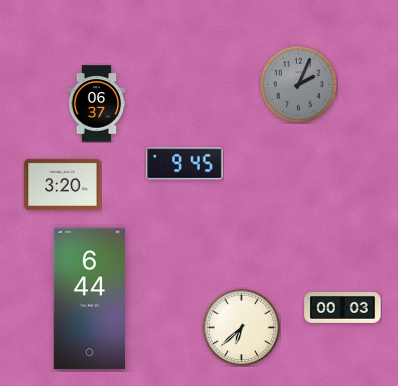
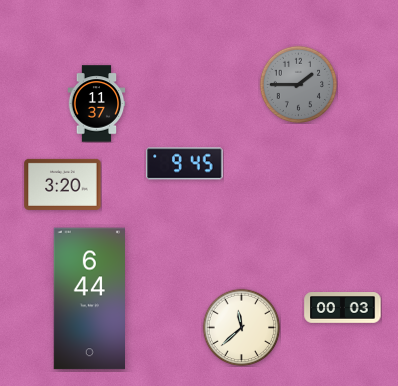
clock at (298, 84): 2:04 -> 1:45
clock at (97, 104): 06:37 -> 11:37
clock at (241, 327): 6:38 -> 11:38
